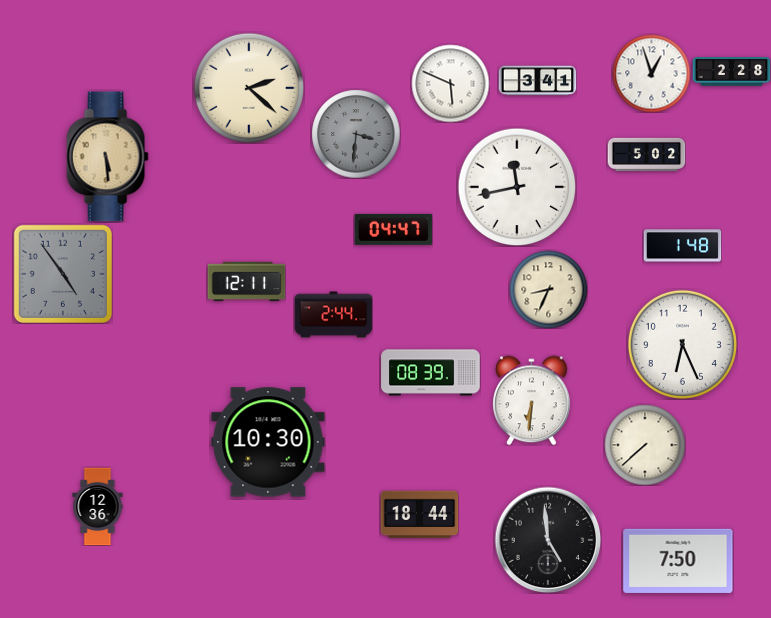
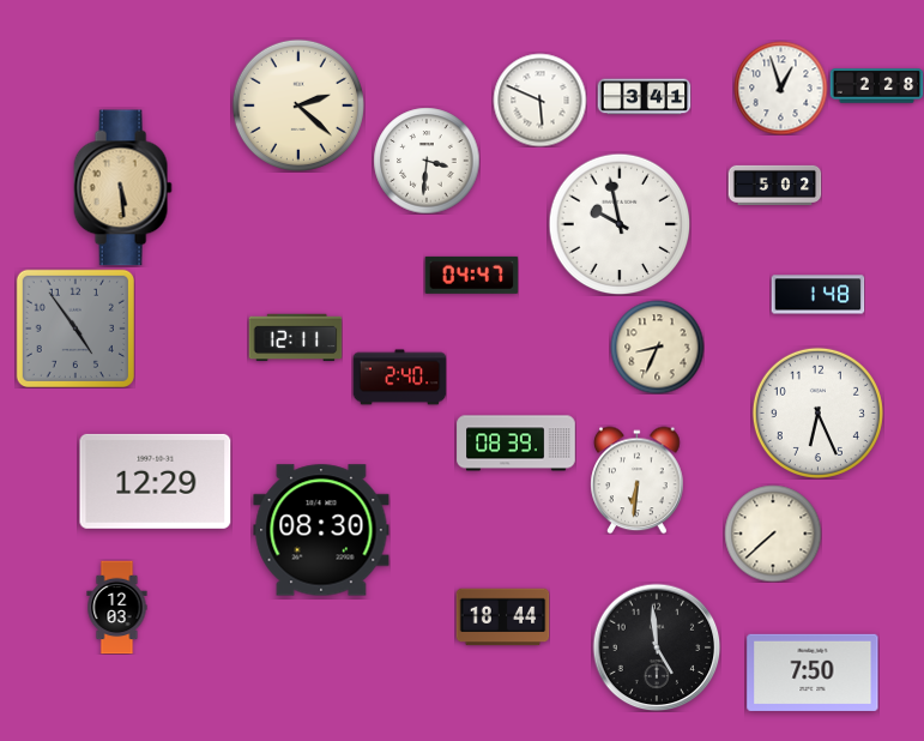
clock at (356, 134) dial: grey -> white
clock at (107, 157) position: (107, 157) -> (122, 188)
clock at (517, 187): 11:43 -> 9:58
clock at (333, 315): 2:44 -> 2:40
clock at (431, 373) position: (431, 373) -> (517, 444)
clock at (156, 481): none -> 12:29
clock at (268, 442): 10:30 -> 08:30
clock at (98, 506): 12:36 -> 12:03
